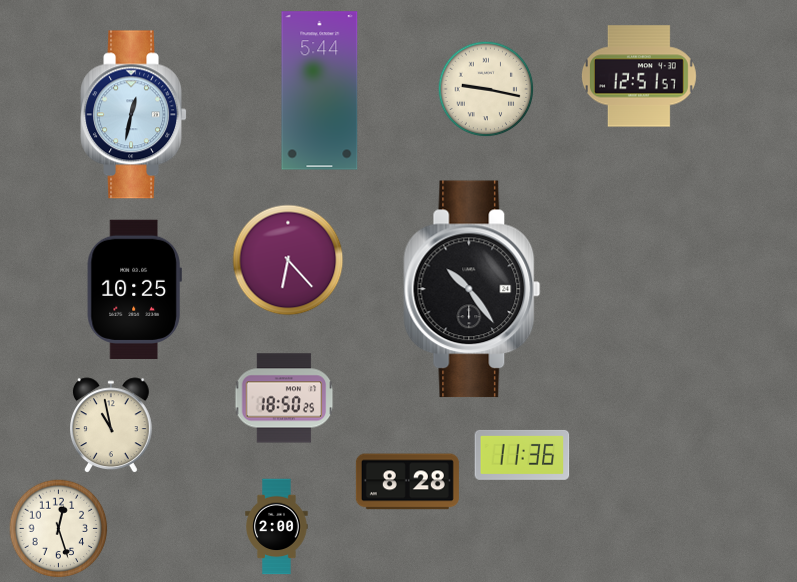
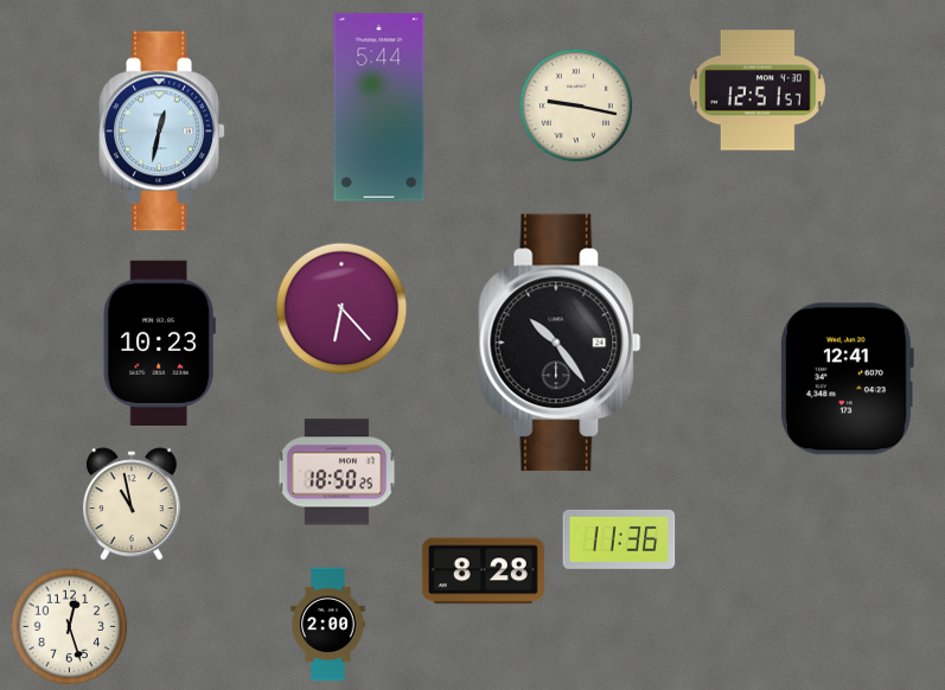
clock at (133, 115) position: (133, 115) -> (161, 132)
clock at (134, 289): 10:25 -> 10:23
clock at (847, 379): none -> 12:41
